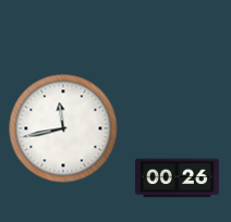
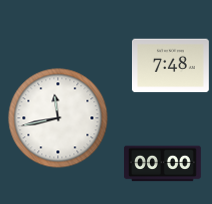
clock at (170, 66): none -> 7:48
clock at (177, 178): 00:26 -> 00:00
